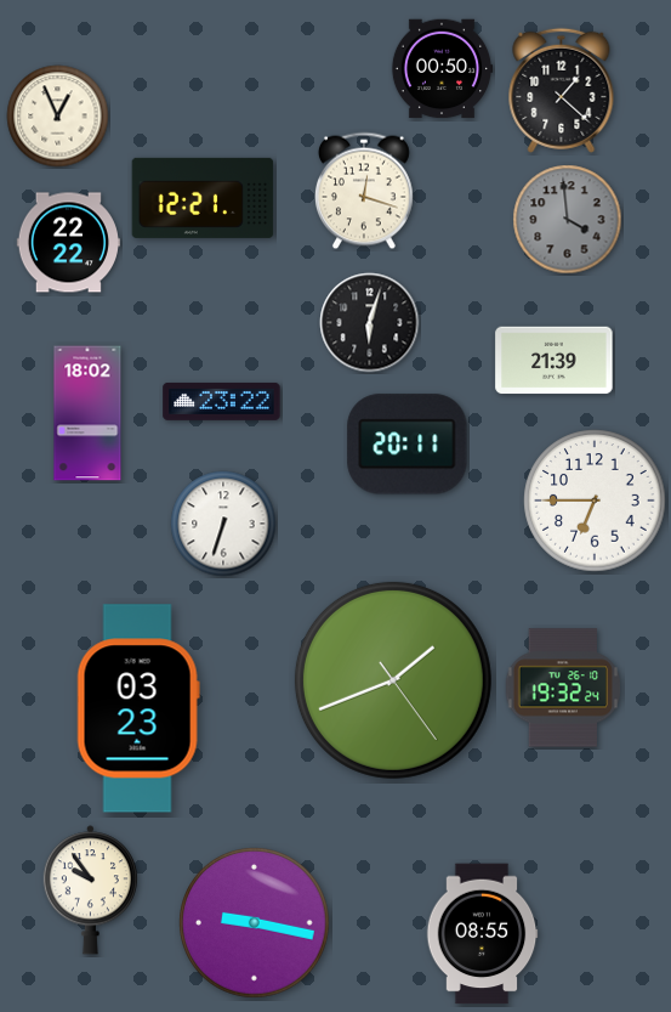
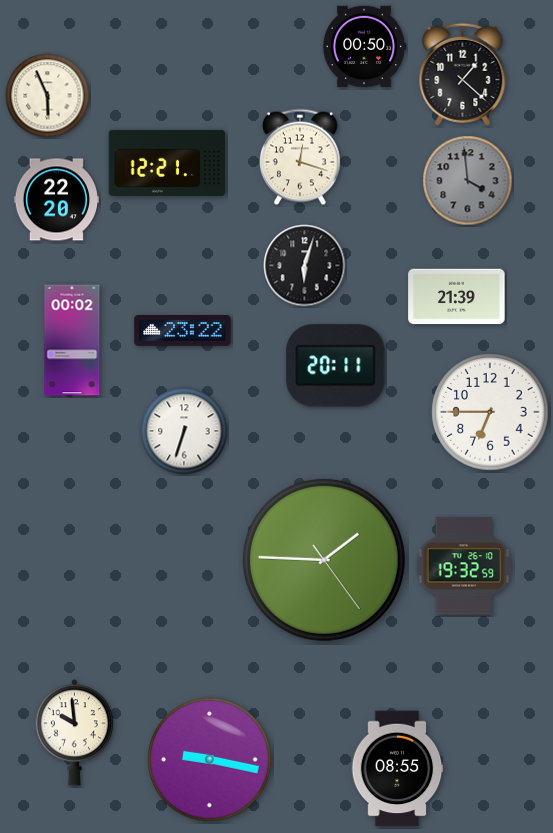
clock at (442, 69) position: (442, 69) -> (364, 47)
clock at (58, 117): 12:56 -> 5:56
clock at (68, 243): 22:22 -> 22:20
clock at (87, 413): 18:02 -> 00:02
clock at (393, 680): 1:41 -> 1:45
clock at (562, 688): 19:32:24 -> 19:32:59
clock at (138, 708): 03:23 -> none
clock at (90, 891): 9:54 -> 9:59
